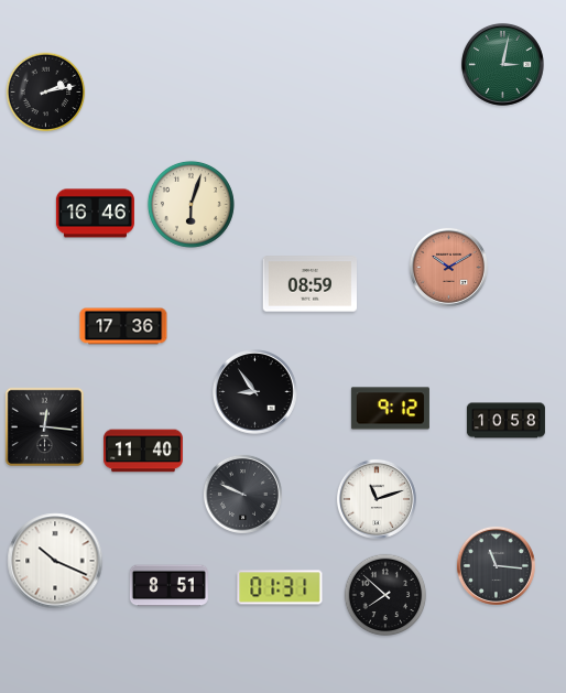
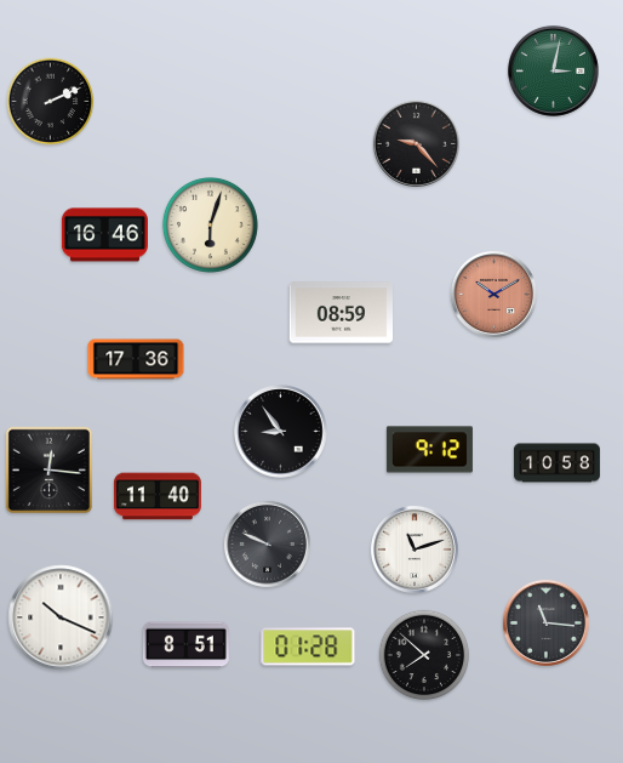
clock at (46, 93): 2:13 -> 2:11
clock at (416, 143): none -> 9:23
clock at (280, 587): 01:31 -> 01:28
